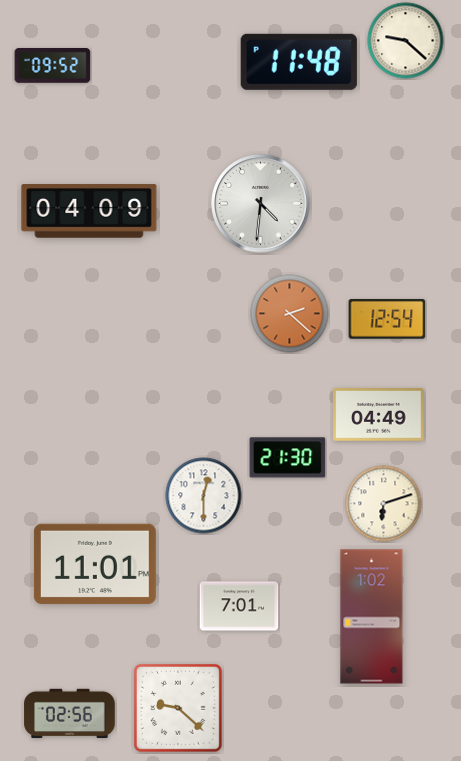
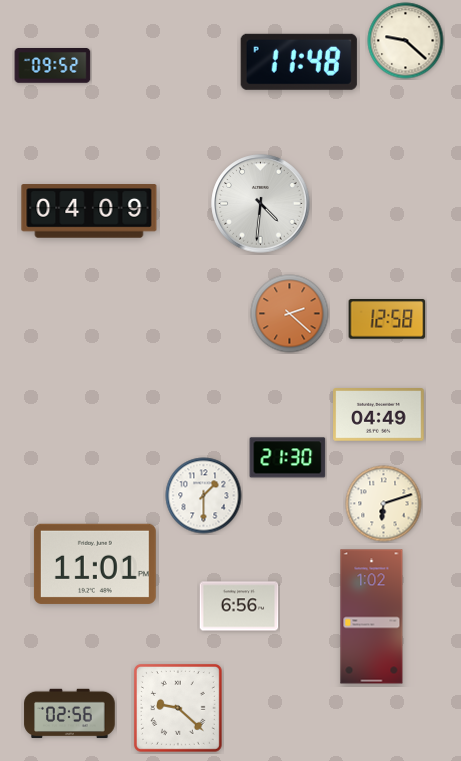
clock at (387, 319): 12:54 -> 12:58
clock at (204, 496): 12:30 -> 1:30
clock at (239, 606): 7:01 -> 6:56
